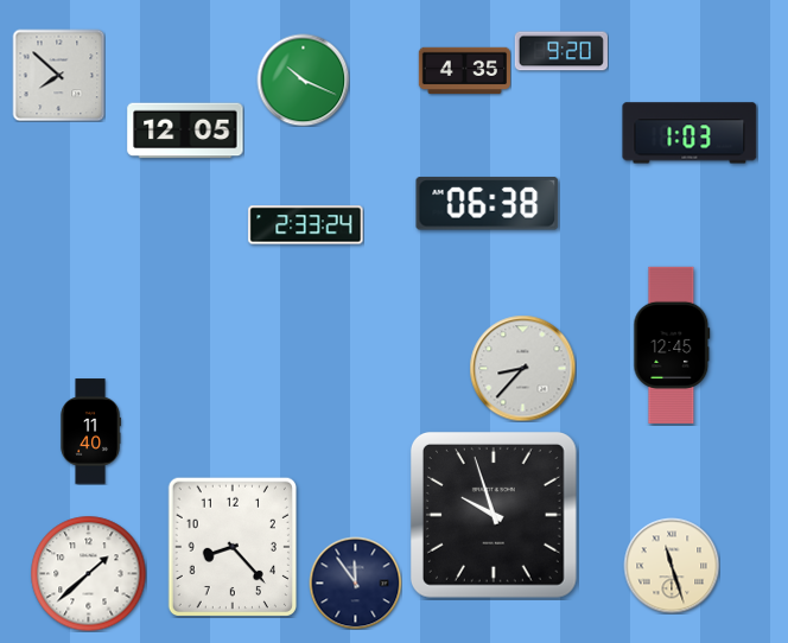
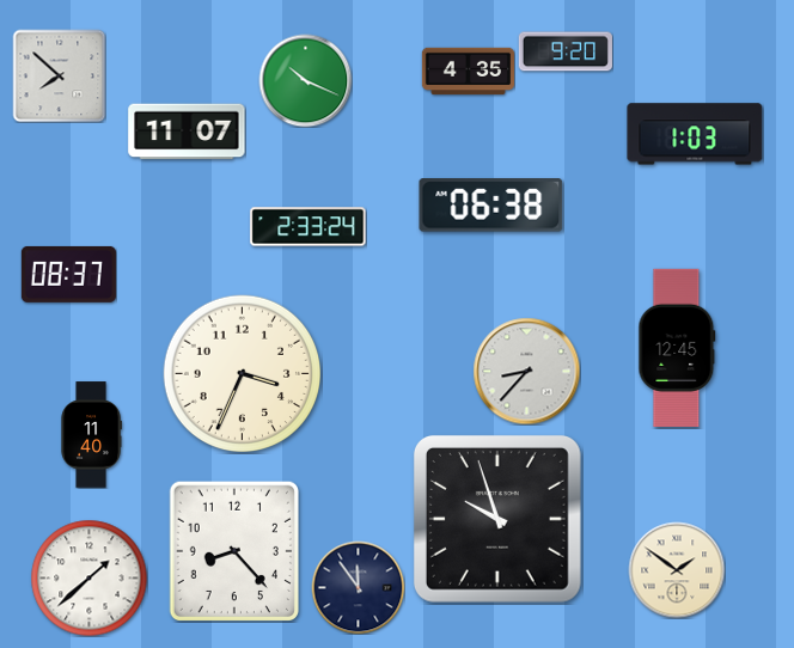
clock at (185, 130): 12:05 -> 11:07
clock at (68, 274): none -> 08:37
clock at (243, 374): none -> 3:34
clock at (672, 566): 11:27 -> 1:51
